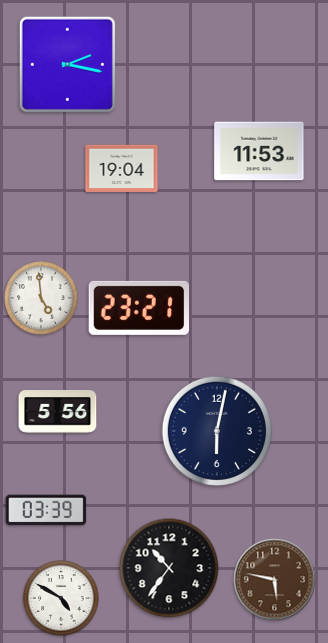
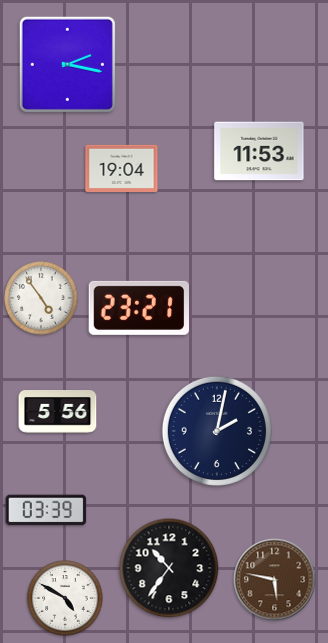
clock at (41, 298): 4:59 -> 4:54
clock at (217, 431): 6:02 -> 2:02
clock at (61, 598) position: (61, 598) -> (65, 598)
